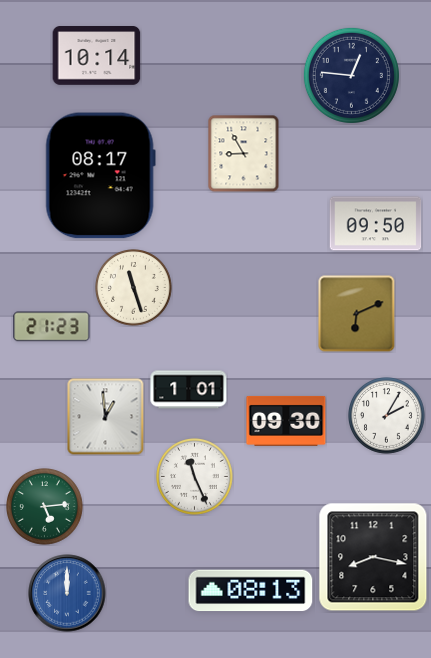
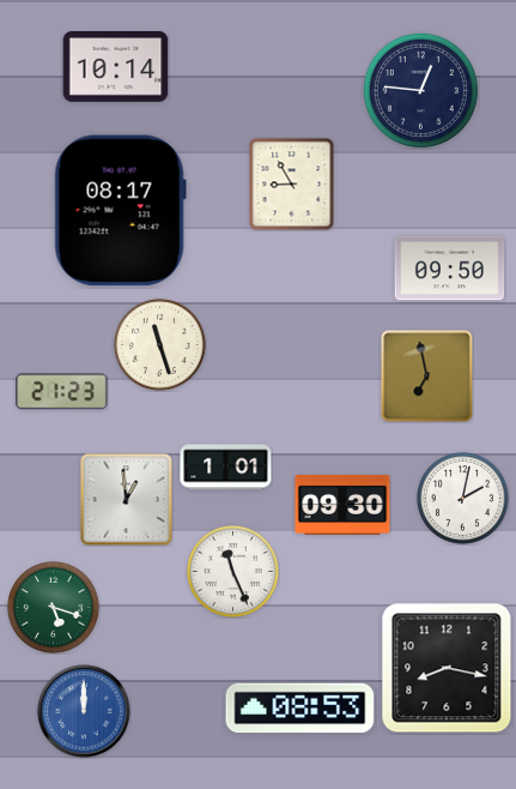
clock at (357, 314): 6:11 -> 6:58
clock at (387, 416): 2:05 -> 2:02
clock at (45, 507): 5:14 -> 5:18
clock at (251, 591): 08:13 -> 08:53
clock at (67, 593) position: (67, 593) -> (84, 711)
